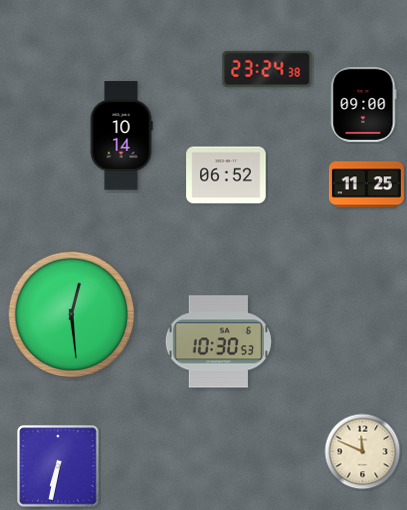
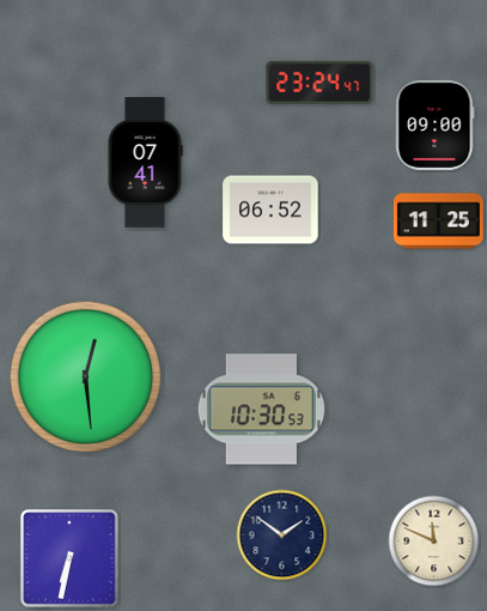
clock at (267, 69): 23:24:38 -> 23:24:47
clock at (121, 136): 10:14 -> 07:41
clock at (282, 536): none -> 1:51
